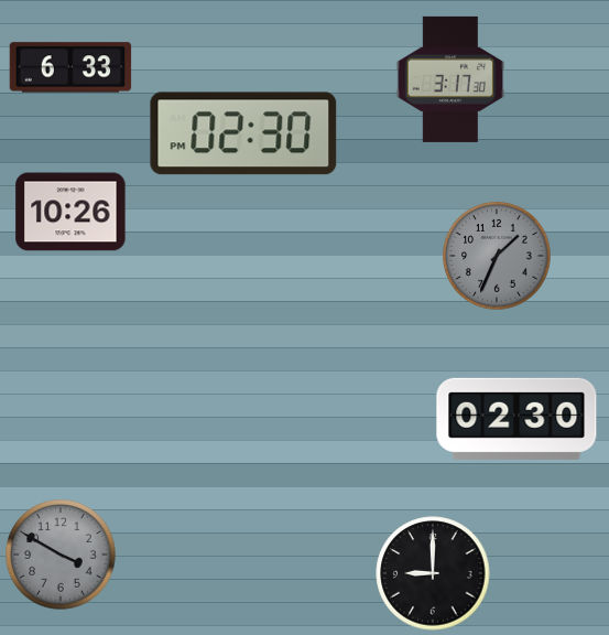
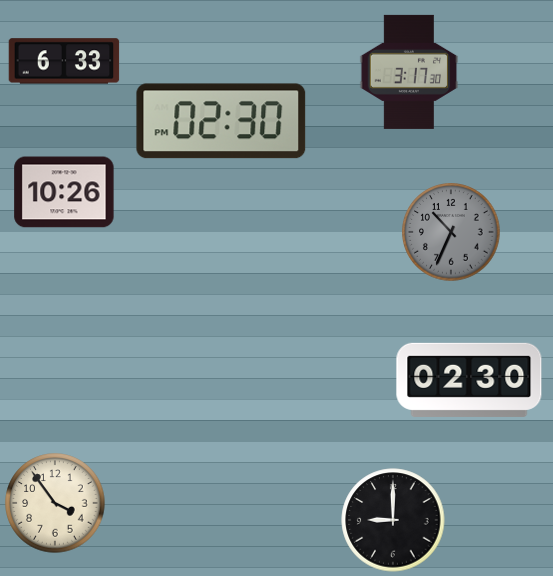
clock at (497, 256): 1:34 -> 10:34
clock at (61, 555): 3:50 -> 3:54
clock at (61, 555) dial: grey -> cream
